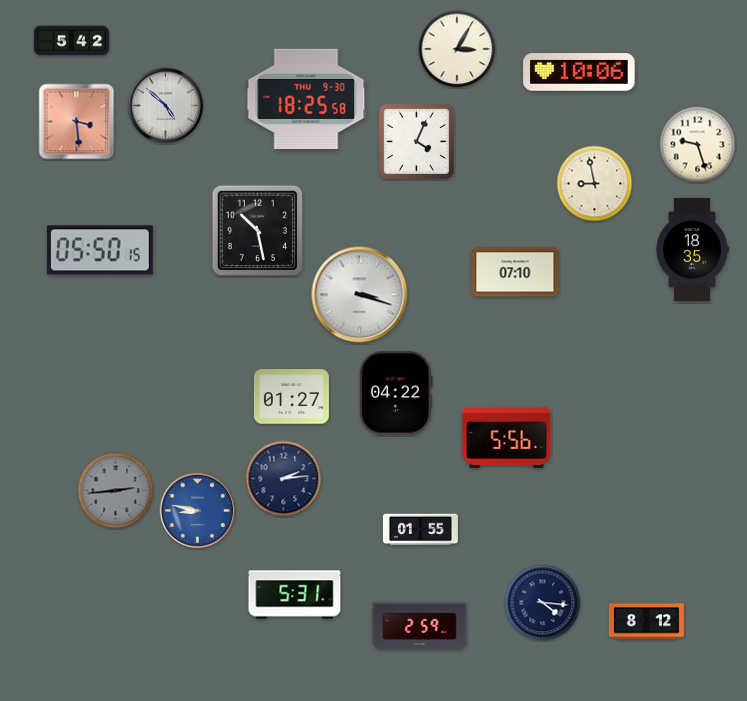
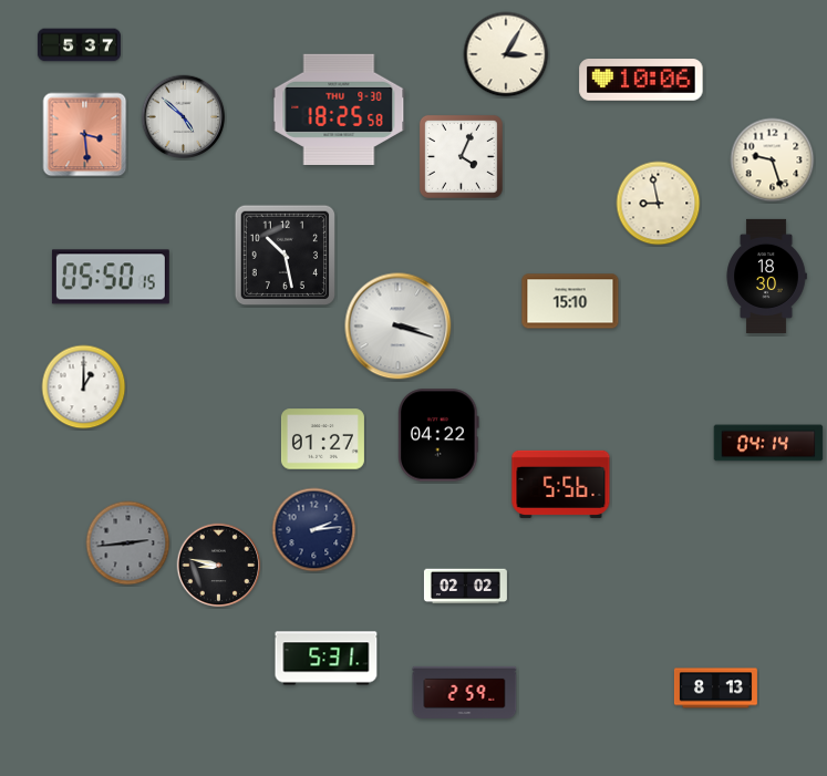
clock at (71, 41): 5:42 -> 5:37
clock at (692, 249): 18:35 -> 18:30
clock at (515, 272): 07:10 -> 15:10
clock at (84, 387): none -> 1:00
clock at (768, 443): none -> 04:14
clock at (198, 511) dial: blue -> black
clock at (420, 530): 01:55 -> 02:02
clock at (543, 603): 4:16 -> none
clock at (646, 622): 8:12 -> 8:13
